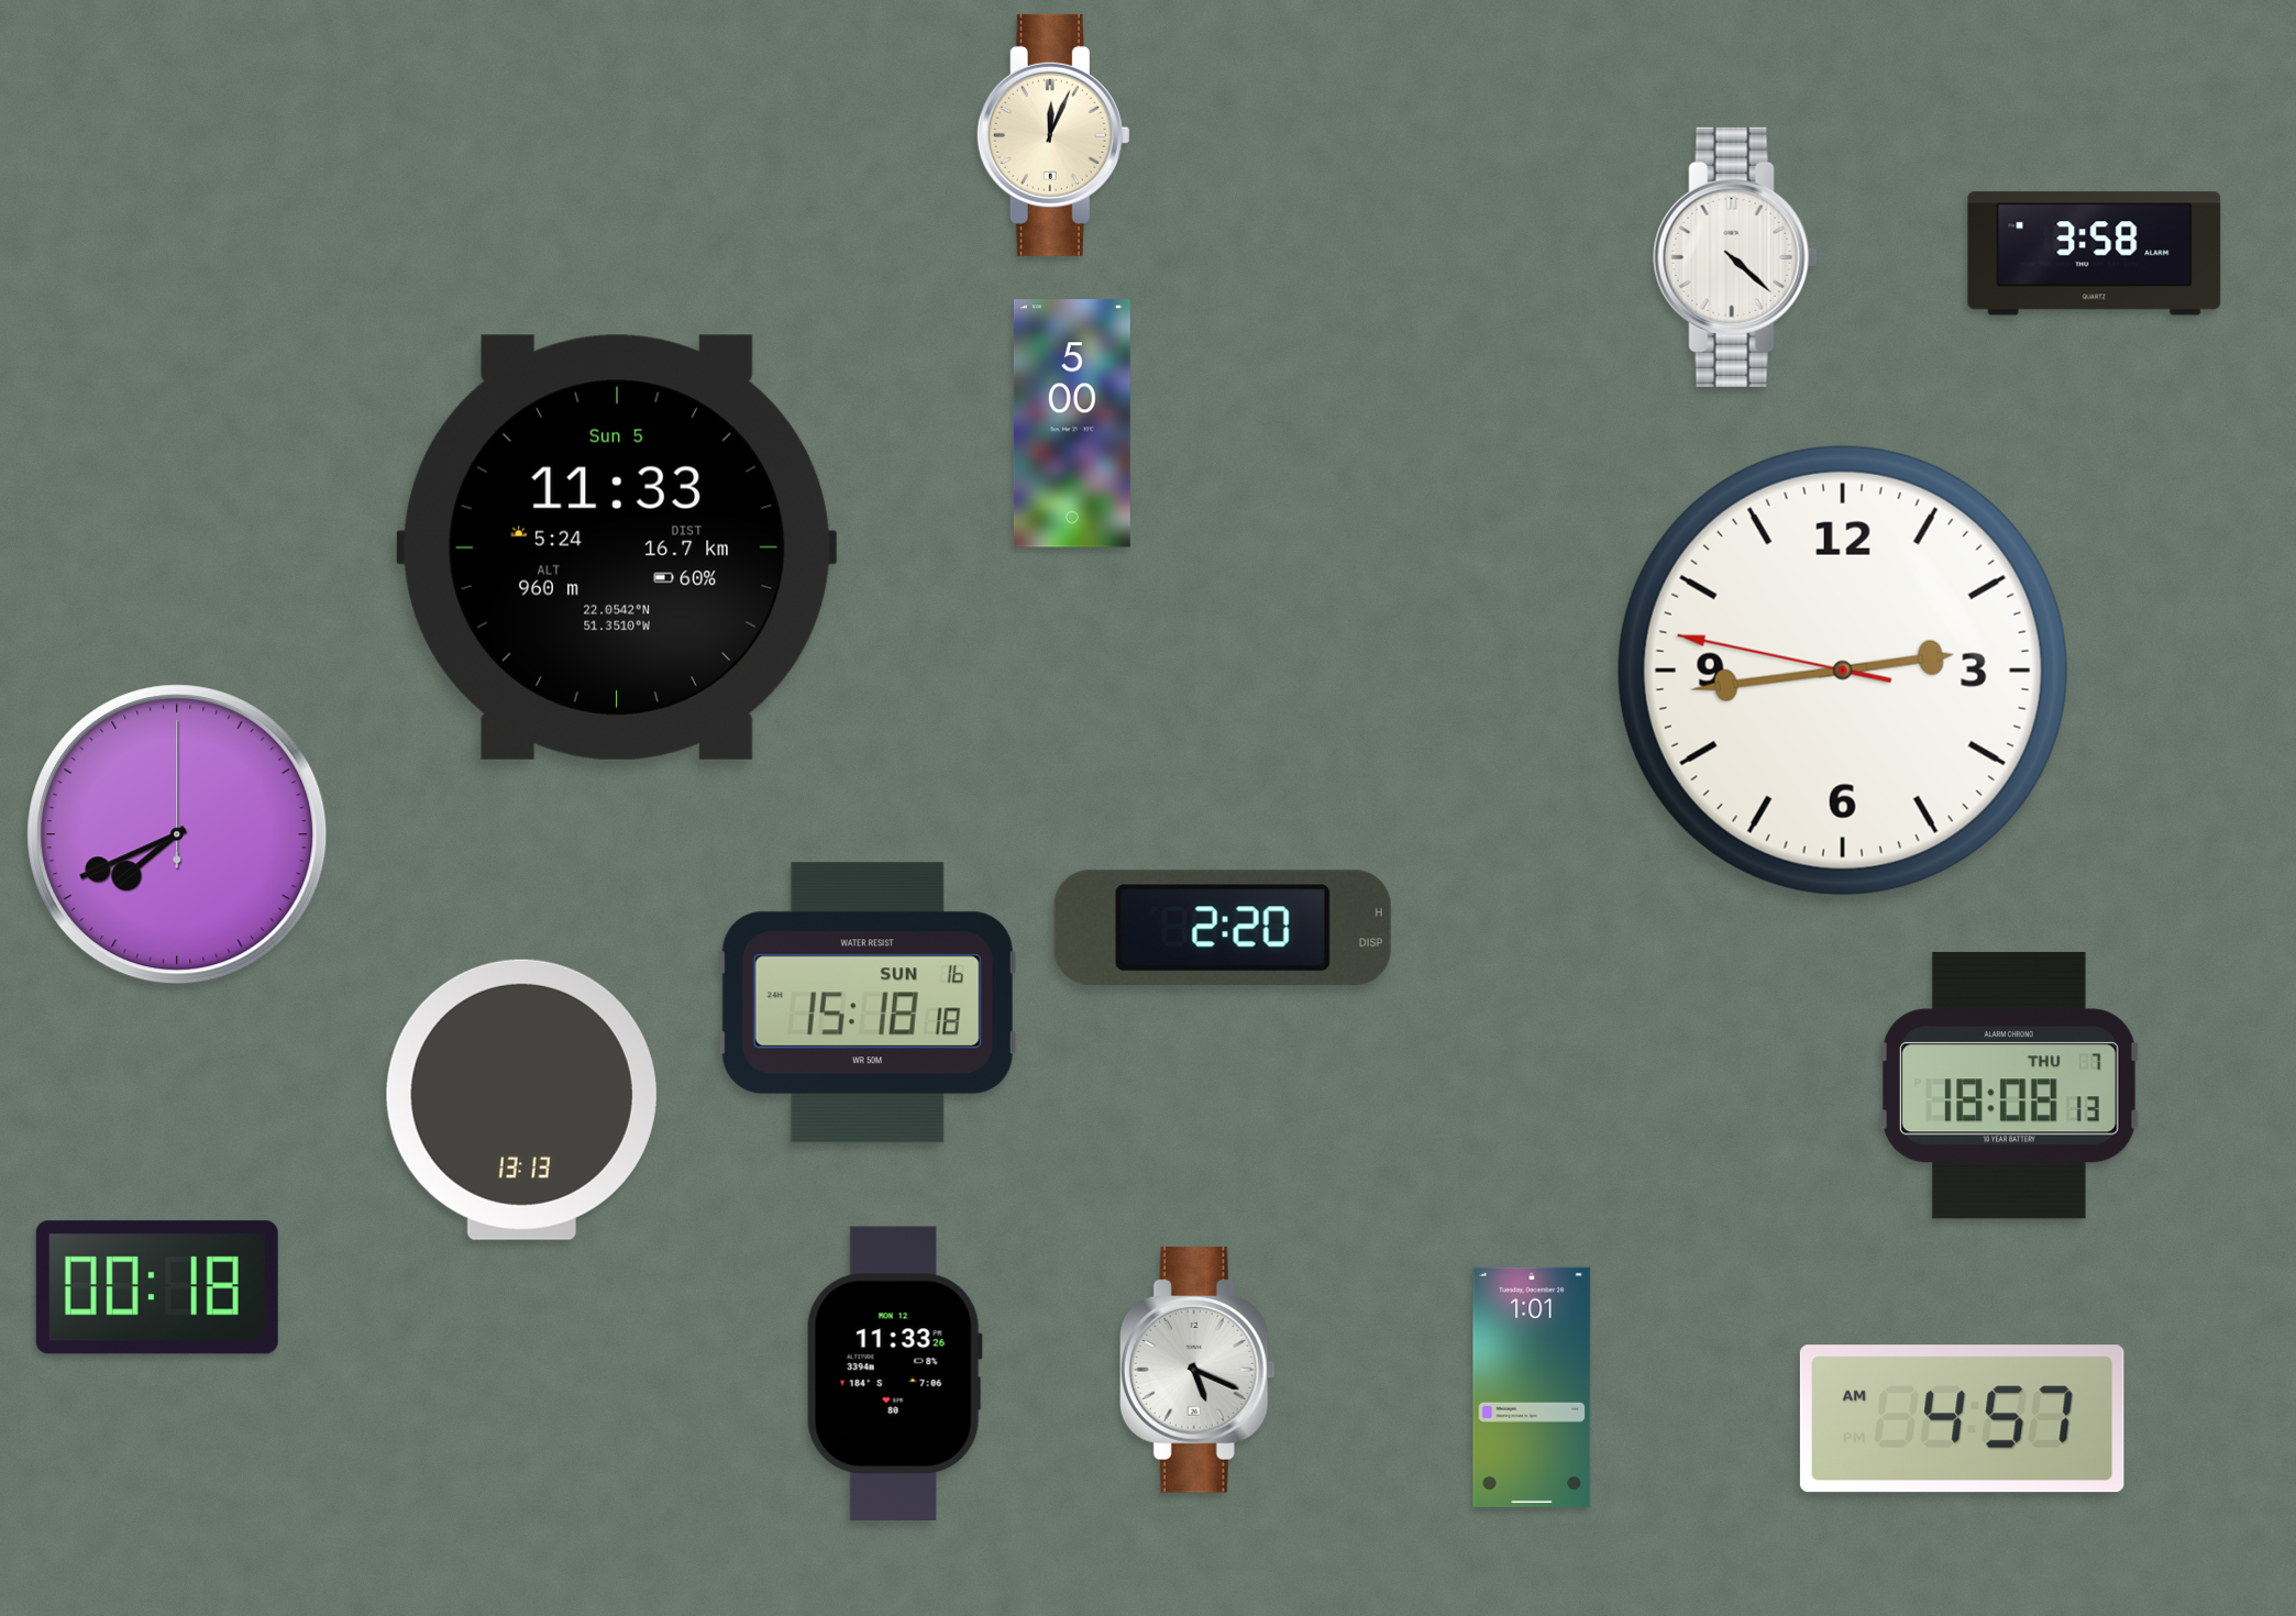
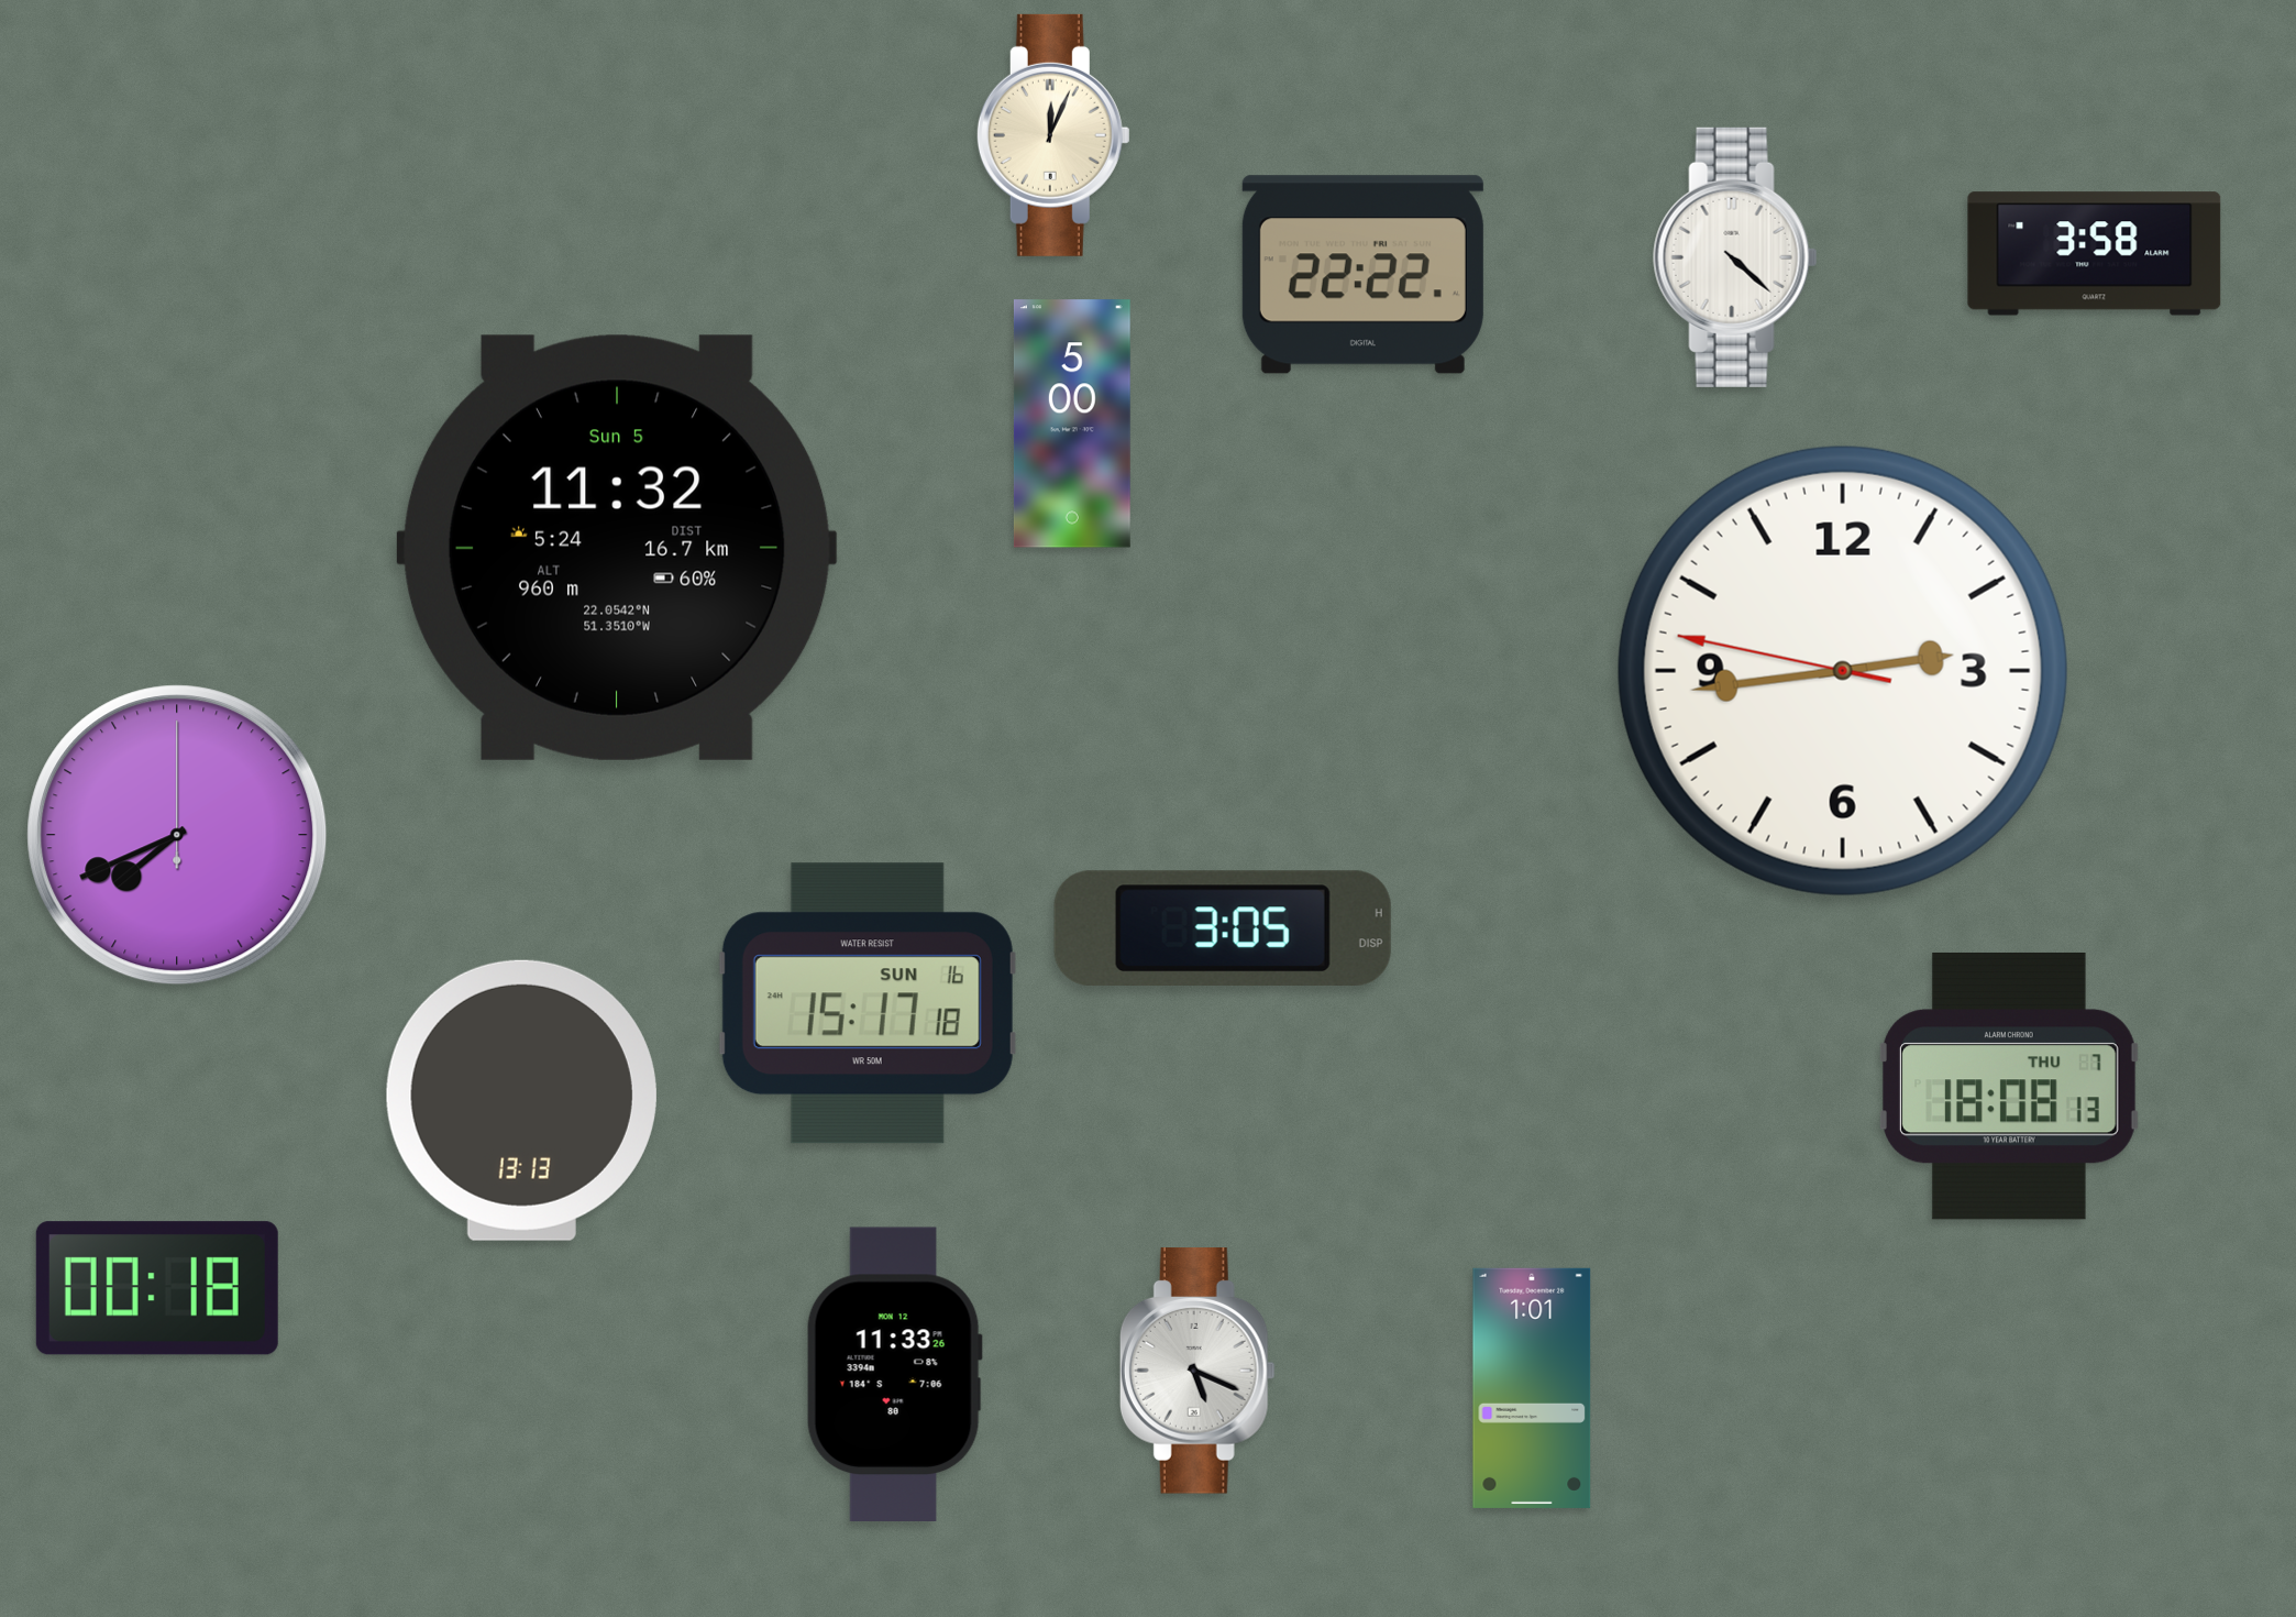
clock at (1362, 275): none -> 22:22
clock at (617, 547): 11:33 -> 11:32
clock at (1223, 927): 2:20 -> 3:05
clock at (868, 1003): 15:18 -> 15:17
clock at (1962, 1419): 4:57 -> none
